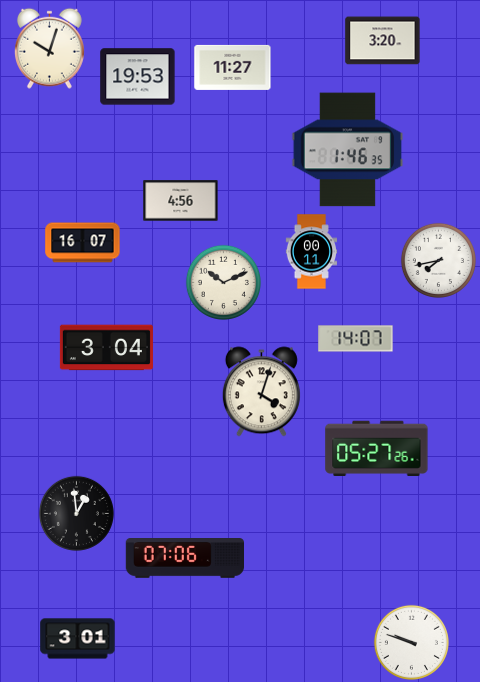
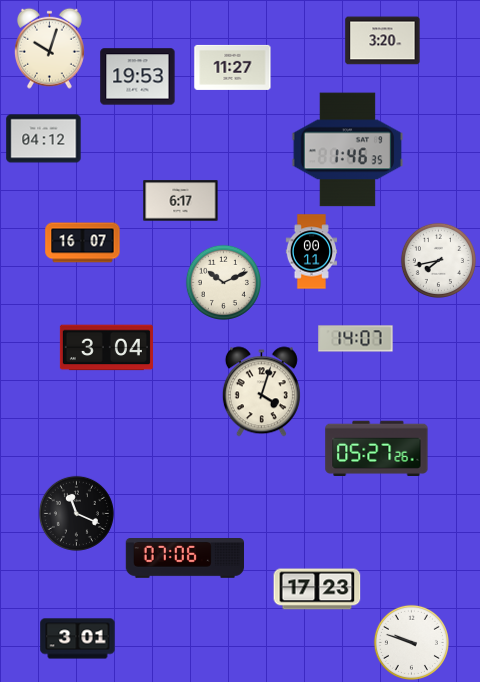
clock at (44, 139): none -> 04:12
clock at (181, 201): 4:56 -> 6:17
clock at (76, 513): 12:59 -> 11:19
clock at (317, 589): none -> 17:23
